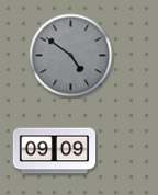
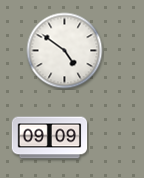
clock at (71, 56) dial: grey -> white
